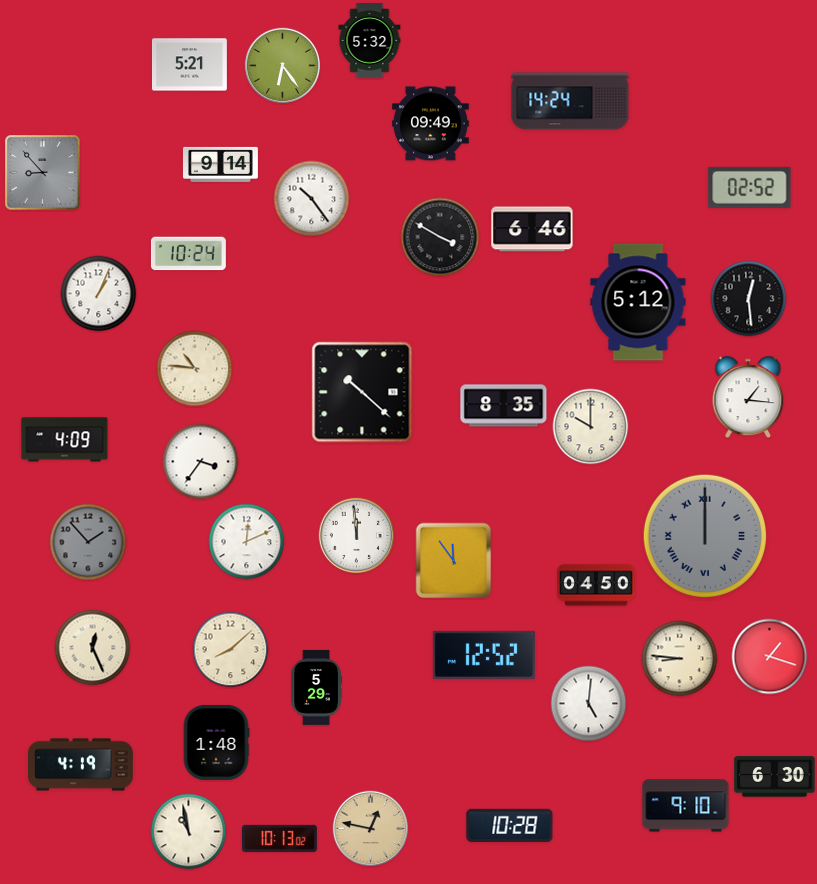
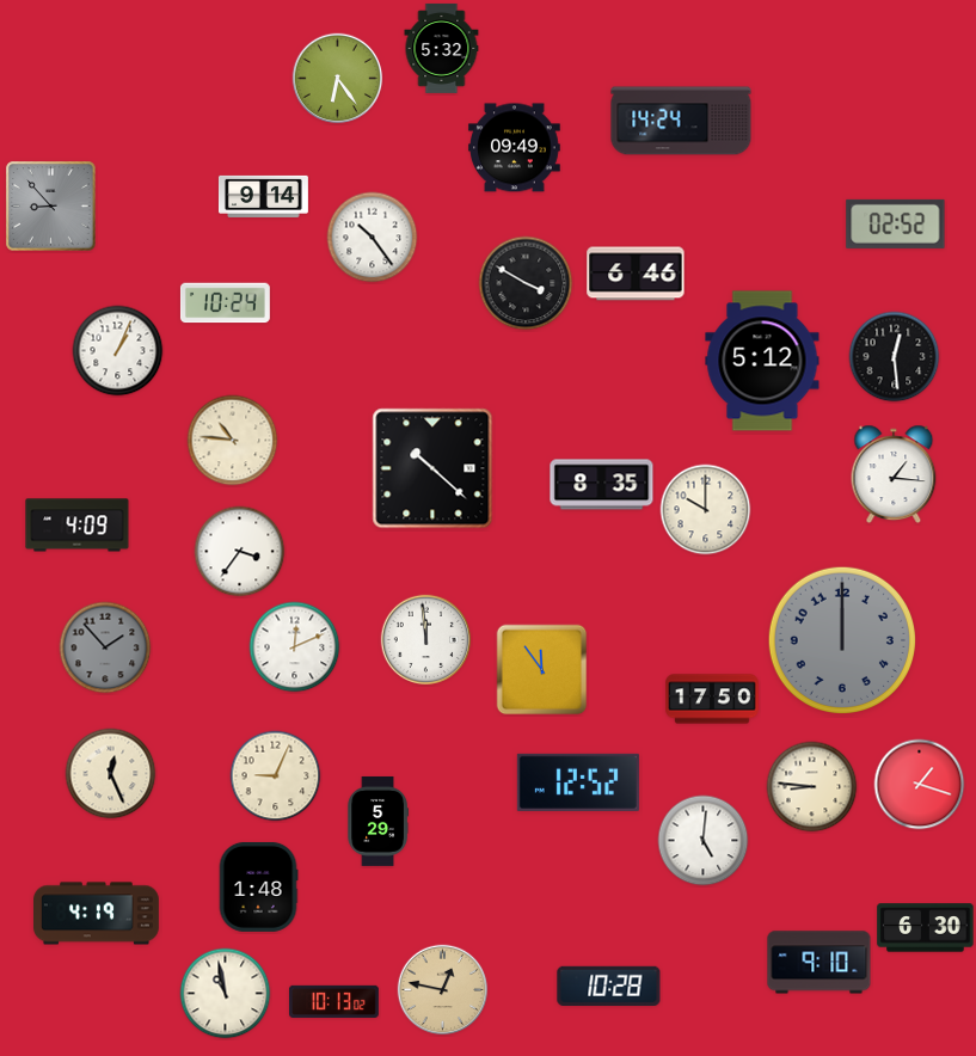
clock at (189, 65): 5:21 -> none
clock at (704, 535) numerals: Roman -> Arabic
clock at (596, 585): 04:50 -> 17:50
clock at (231, 650): 8:08 -> 9:04
